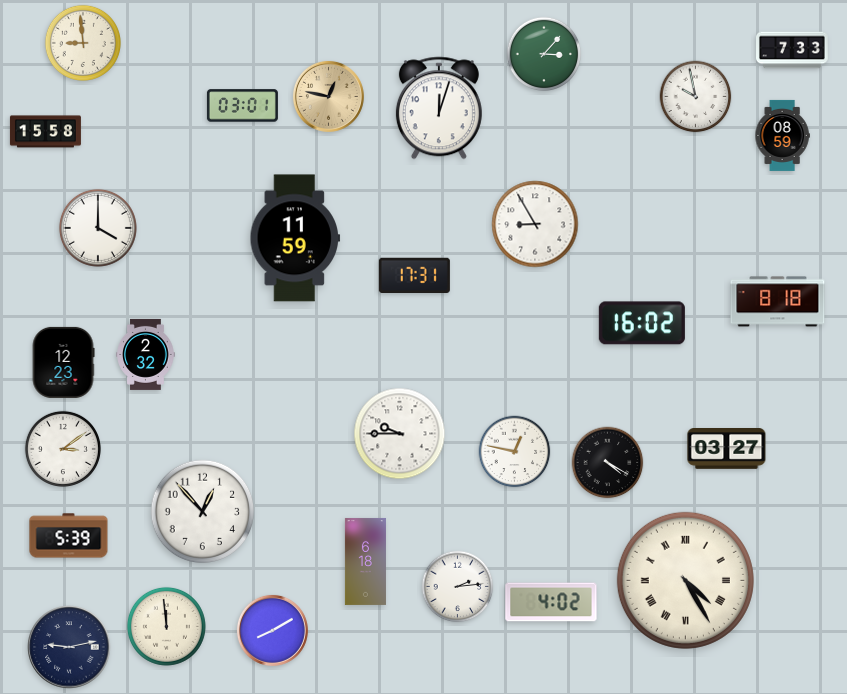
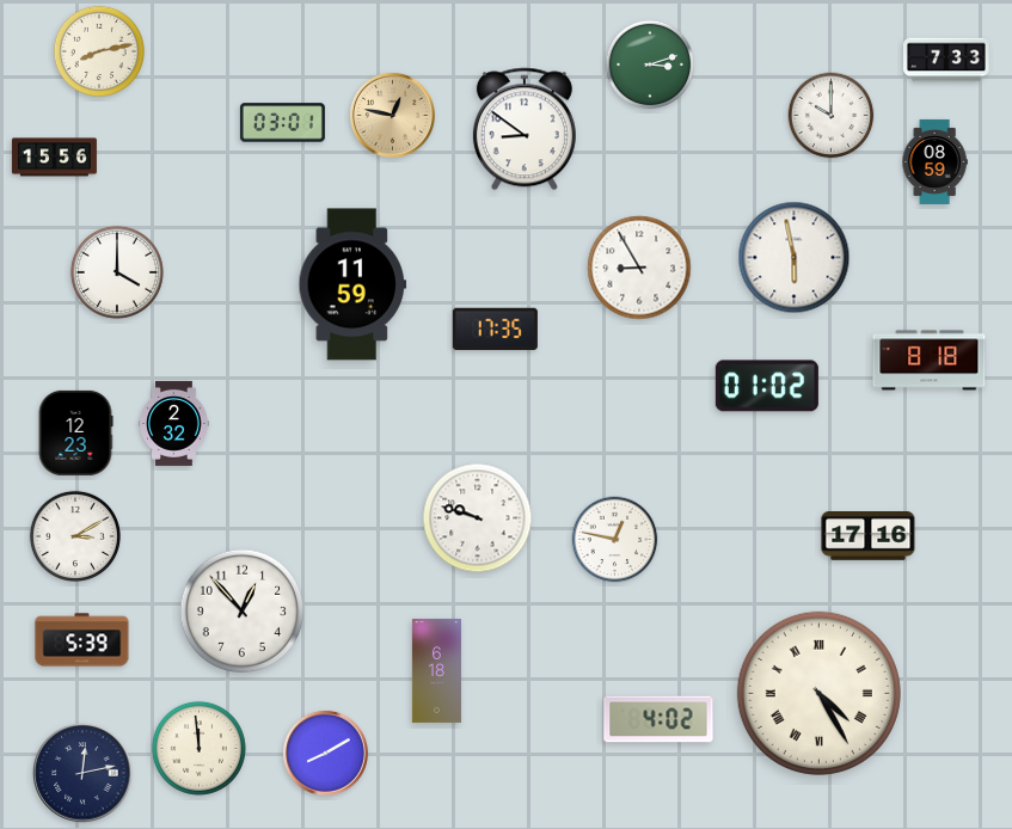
clock at (83, 43): 8:59 -> 8:13
clock at (544, 54): 3:07 -> 3:12
clock at (696, 97): 9:58 -> 10:00
clock at (242, 106) position: (242, 106) -> (282, 123)
clock at (439, 108): 12:03 -> 8:51
clock at (45, 132): 15:58 -> 15:56
clock at (795, 258): none -> 5:58
clock at (414, 275): 17:31 -> 17:35
clock at (642, 323): 16:02 -> 01:02
clock at (400, 434): 9:45 -> 9:48
clock at (63, 449): 3:09 -> 3:10
clock at (727, 449): 03:27 -> 17:16
clock at (608, 463): 4:20 -> none
clock at (458, 587): 2:14 -> none
clock at (69, 647): 9:13 -> 12:13
